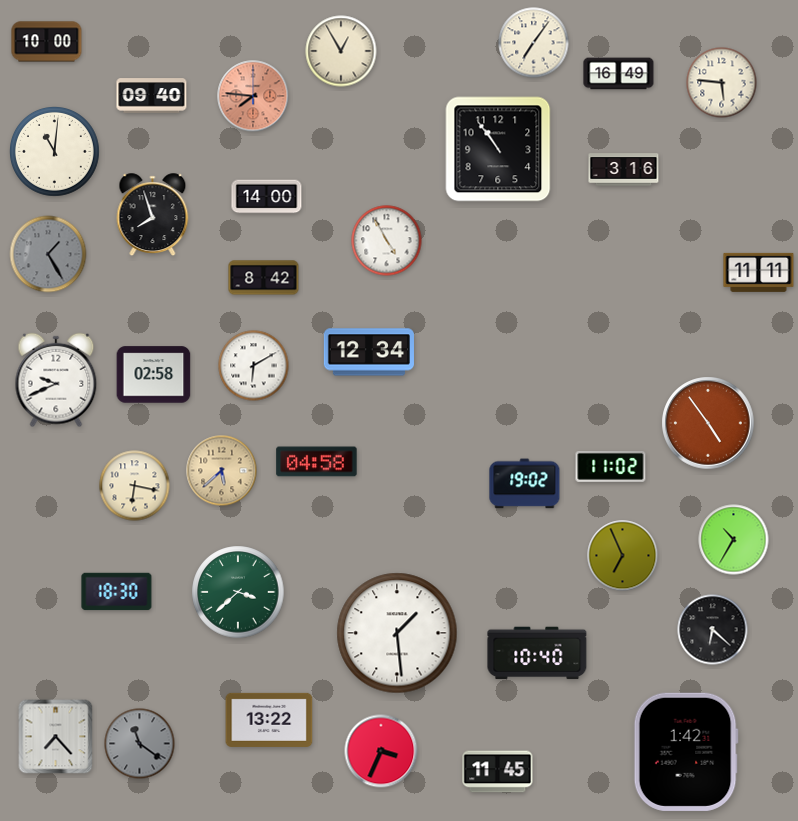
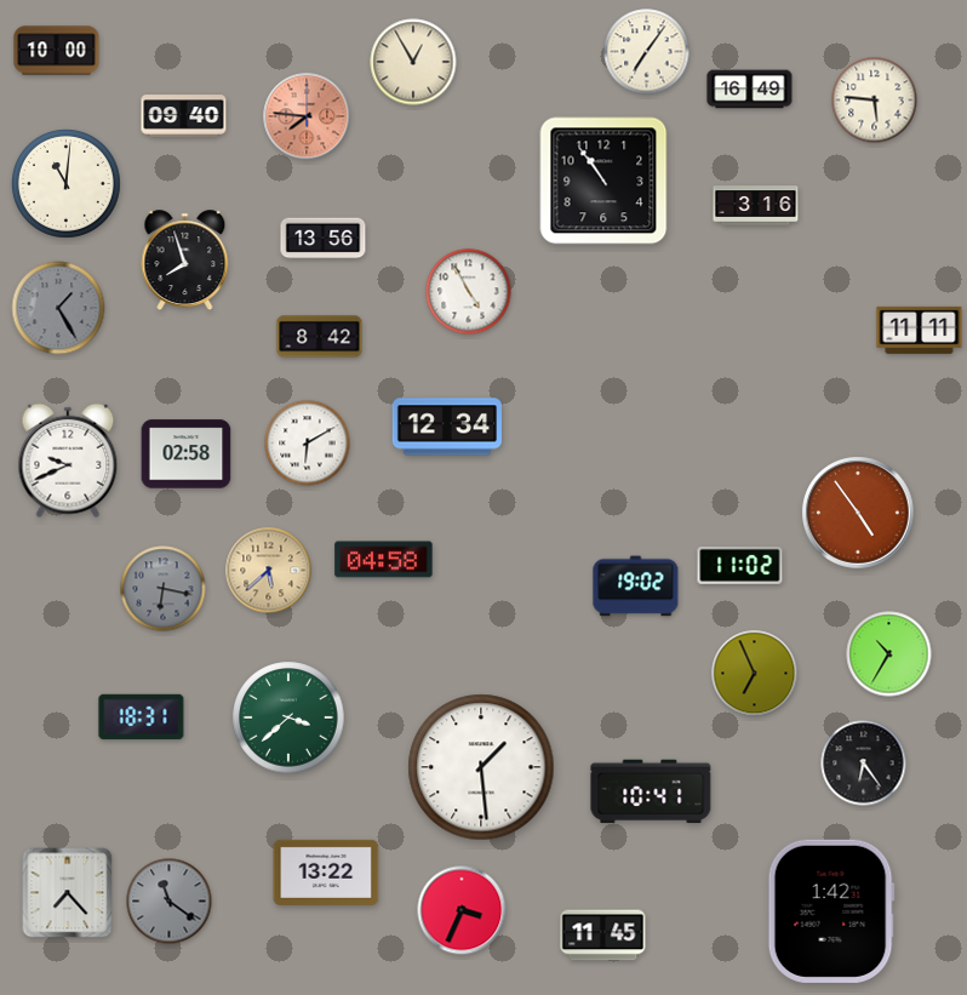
clock at (267, 197): 14:00 -> 13:56
clock at (135, 486) dial: cream -> grey
clock at (117, 592): 18:30 -> 18:31
clock at (713, 630): 6:22 -> 6:24
clock at (537, 653): 10:40 -> 10:41
